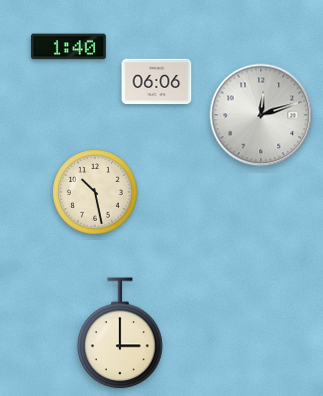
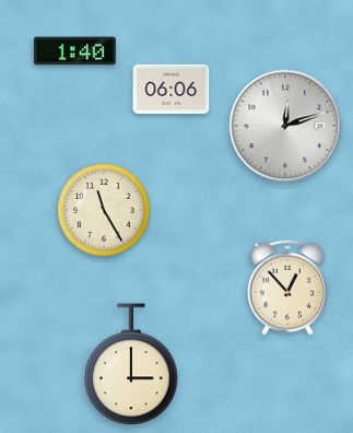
clock at (95, 192): 10:28 -> 11:25
clock at (287, 288): none -> 12:53
